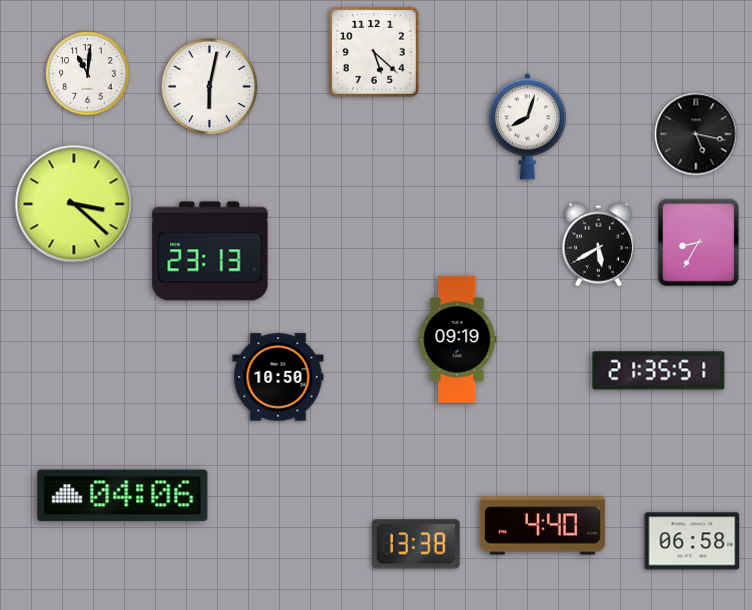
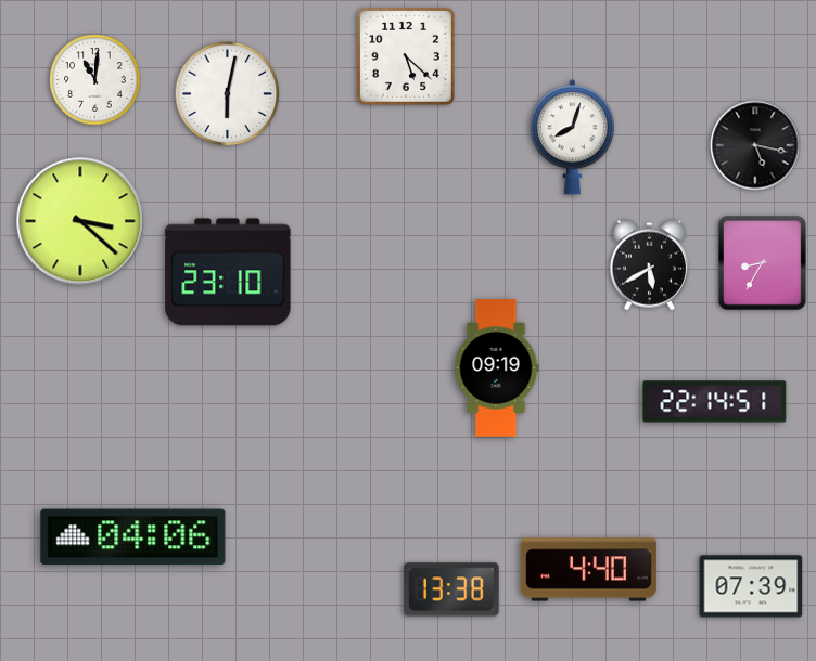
clock at (698, 242) position: (698, 242) -> (762, 262)
clock at (210, 251): 23:13 -> 23:10
clock at (659, 371): 21:35 -> 22:14
clock at (278, 377): 10:50 -> none
clock at (692, 541): 06:58 -> 07:39
